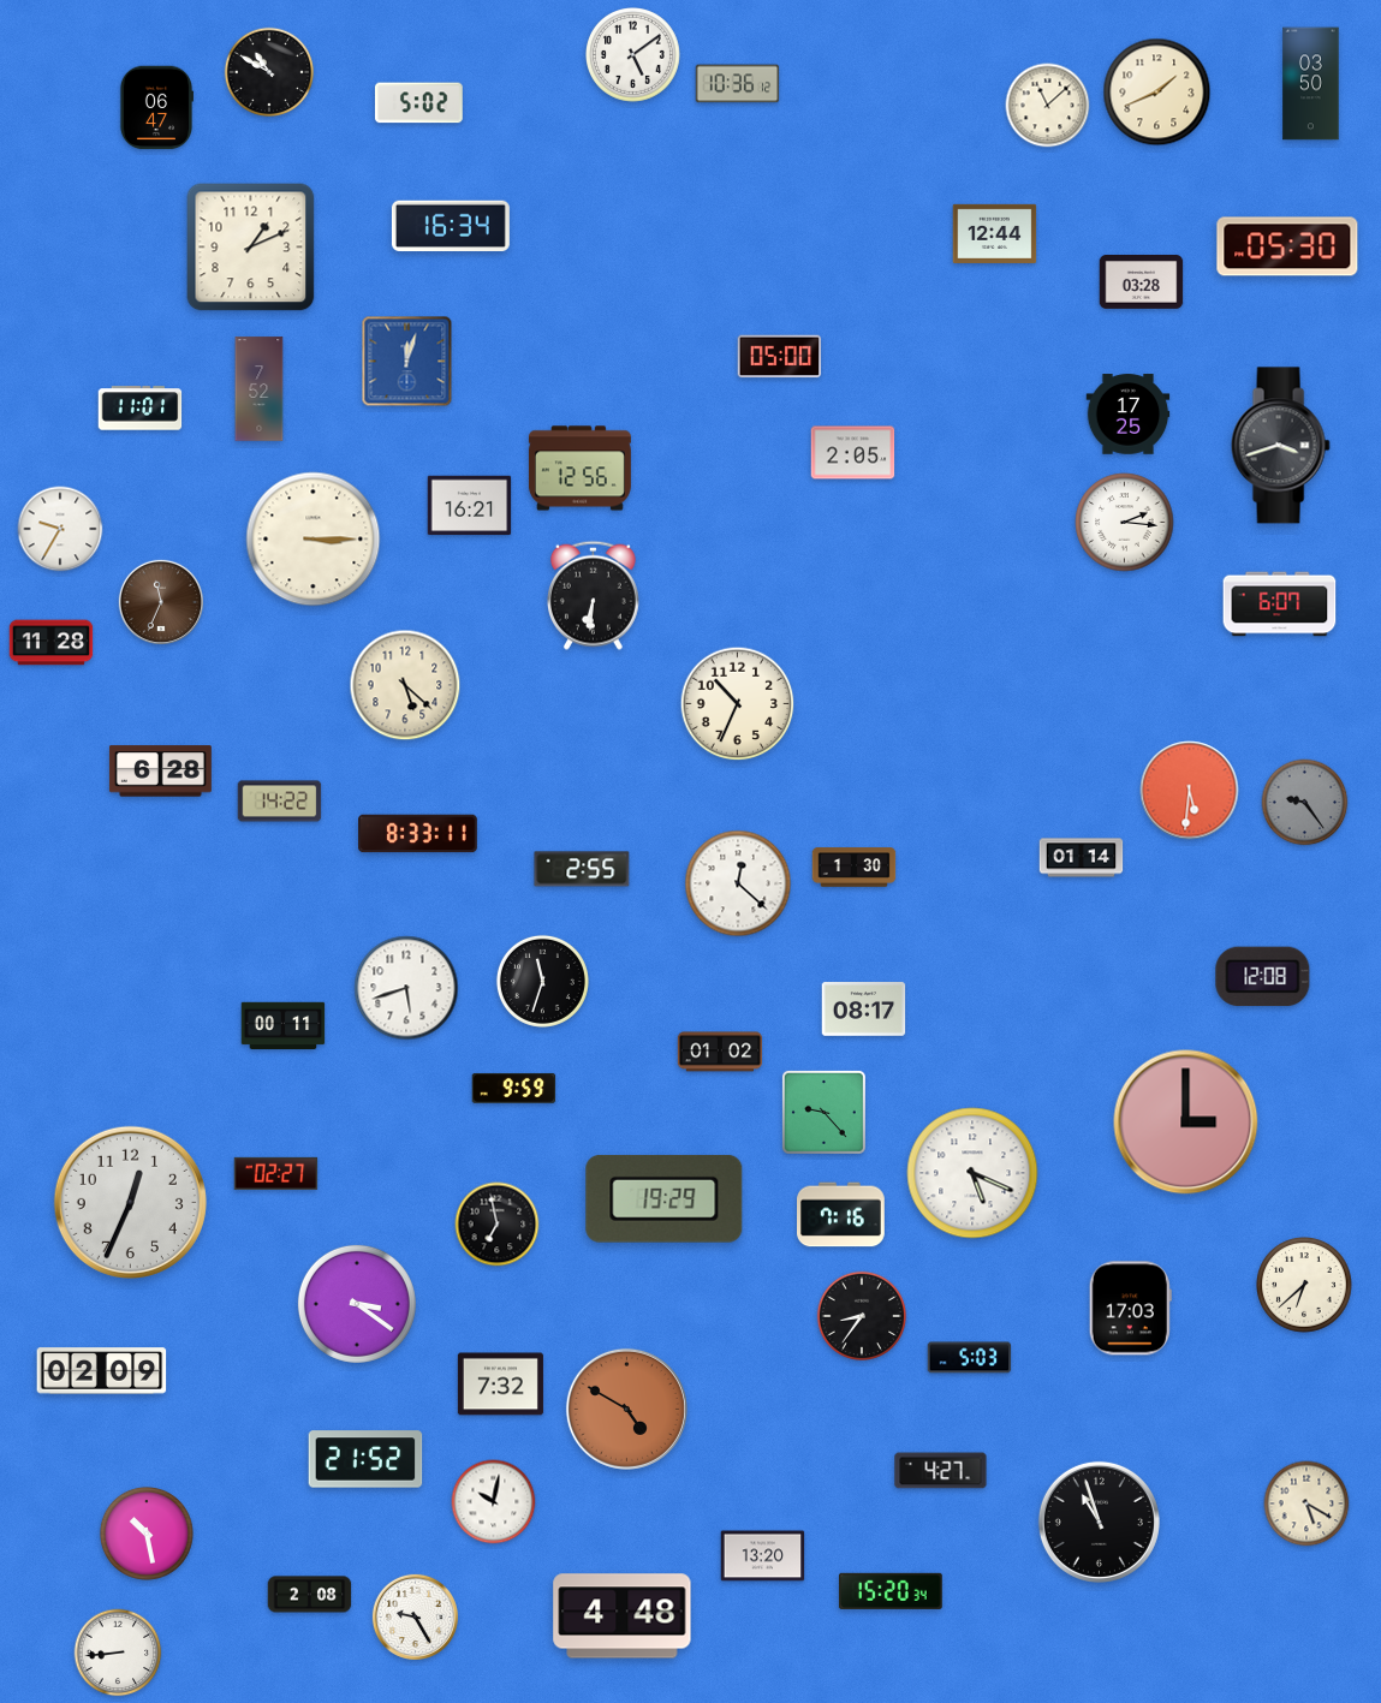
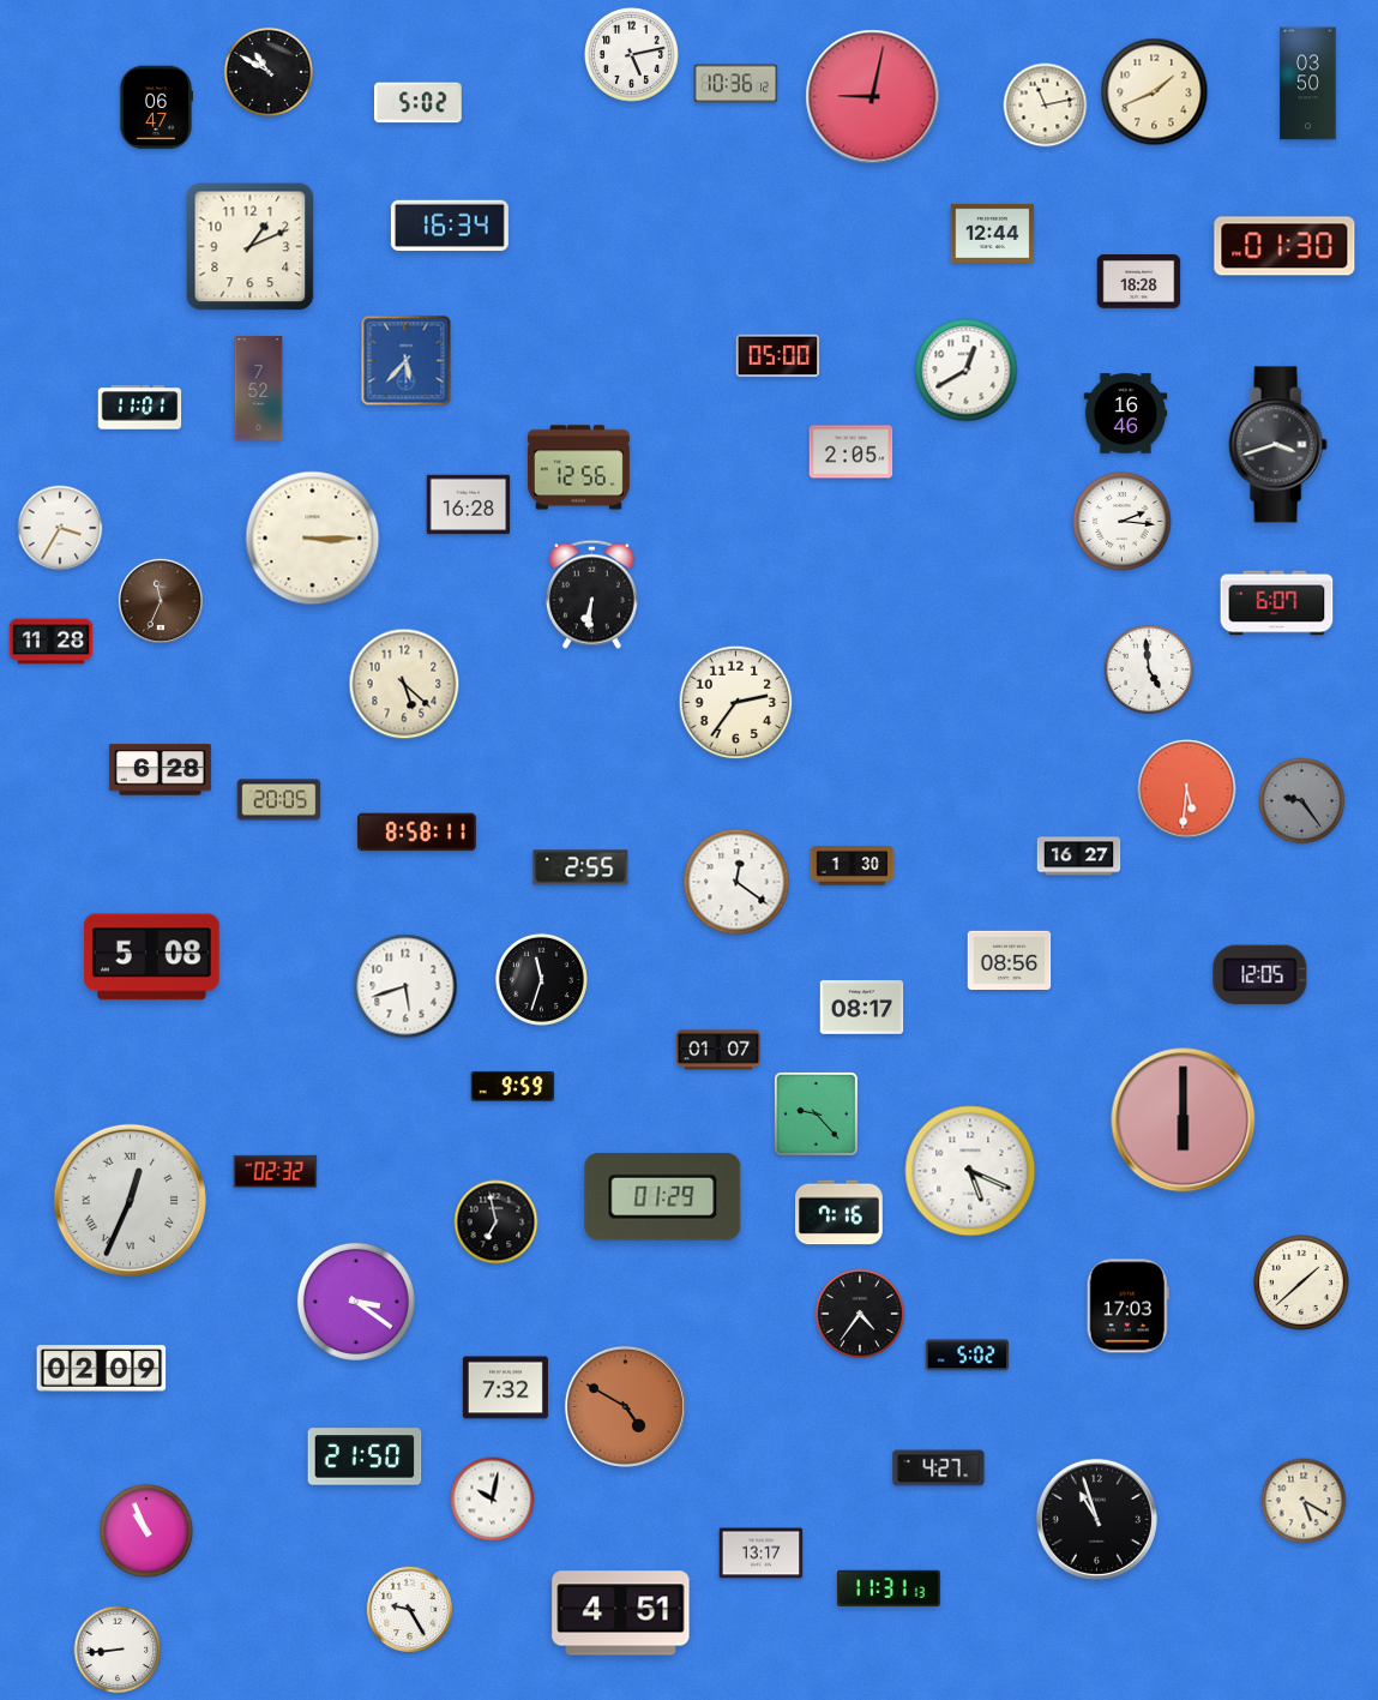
clock at (633, 55): 5:09 -> 5:13
clock at (873, 97): none -> 9:02
clock at (1048, 106): 11:08 -> 11:13
clock at (1287, 246): 05:30 -> 01:30
clock at (1142, 282): 03:28 -> 18:28
clock at (407, 362): 12:03 -> 5:37
clock at (967, 371): none -> 12:40
clock at (1129, 415): 17:25 -> 16:46
clock at (470, 506): 16:21 -> 16:28
clock at (60, 529): 9:35 -> 3:35
clock at (1149, 669): none -> 4:59
clock at (738, 704): 10:34 -> 2:36
clock at (280, 802): 14:22 -> 20:05
clock at (418, 834): 8:33 -> 8:58
clock at (1082, 858): 01:14 -> 16:27
clock at (738, 883): 12:22 -> 12:21
clock at (152, 957): none -> 5:08
clock at (1010, 960): none -> 08:56
clock at (1263, 977): 12:08 -> 12:05
clock at (284, 1026): 00:11 -> none
clock at (720, 1052): 01:02 -> 01:07
clock at (823, 1112) position: (823, 1112) -> (816, 1113)
clock at (1186, 1123): 3:00 -> 6:00
clock at (276, 1173): 02:27 -> 02:32
clock at (665, 1198): 19:29 -> 01:29
clock at (130, 1202) numerals: Arabic -> Roman
clock at (1304, 1285): 6:38 -> 1:38
clock at (862, 1316): 8:36 -> 4:36
clock at (970, 1358): 5:03 -> 5:02
clock at (500, 1385) position: (500, 1385) -> (505, 1388)
clock at (365, 1459): 21:52 -> 21:50
clock at (147, 1534): 10:28 -> 10:56
clock at (763, 1556): 13:20 -> 13:17
clock at (891, 1591): 15:20 -> 11:31
clock at (310, 1595): 2:08 -> none
clock at (415, 1616) position: (415, 1616) -> (409, 1609)
clock at (623, 1616): 4:48 -> 4:51
